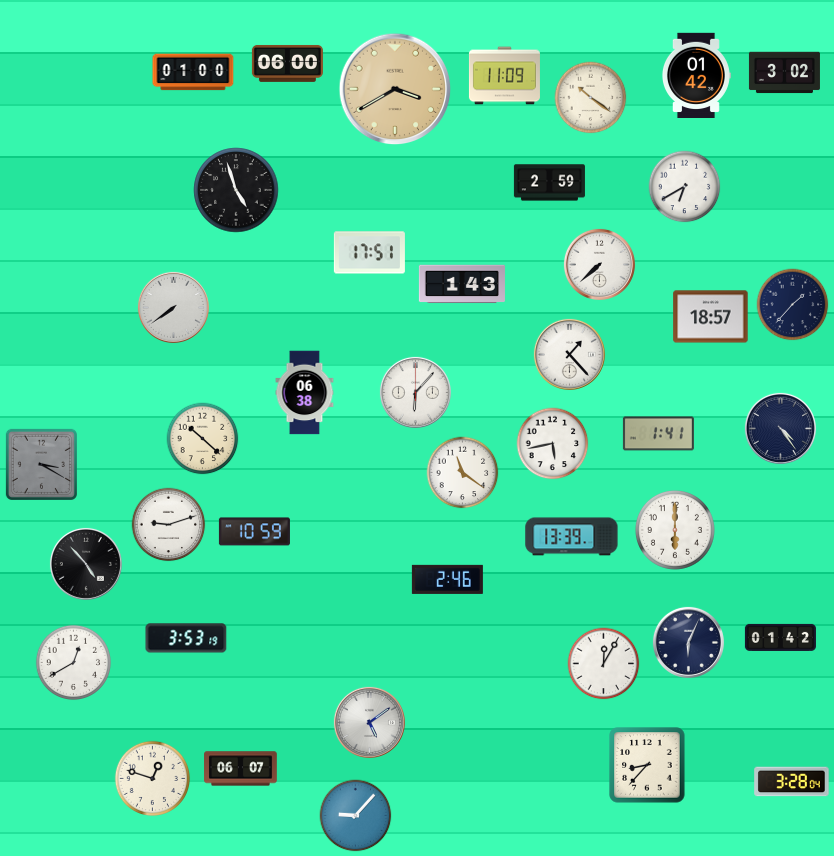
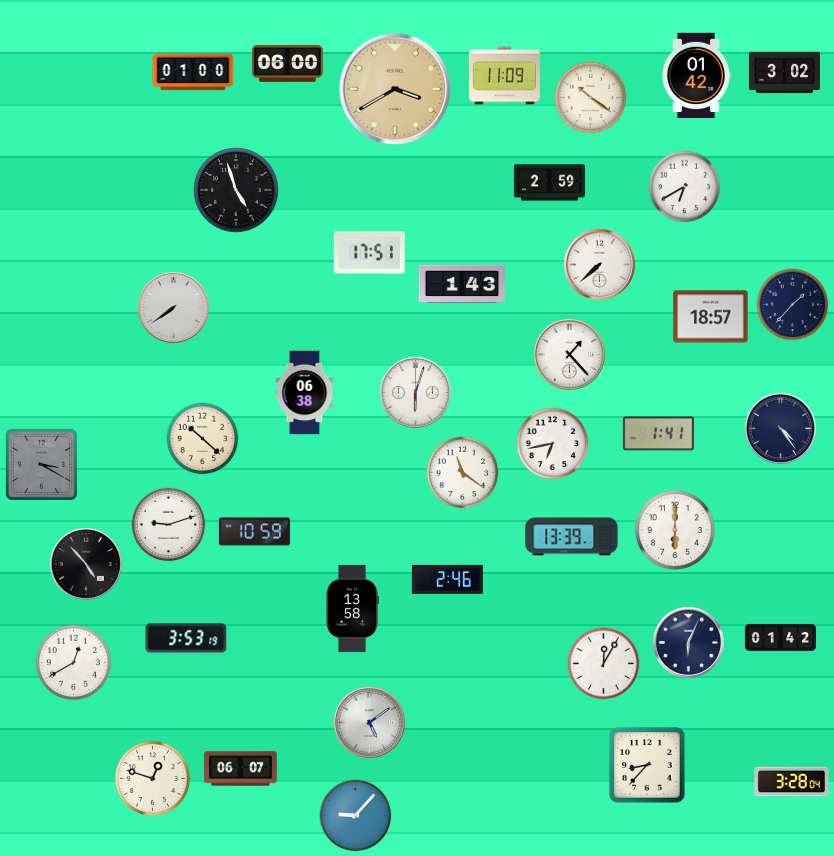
clock at (415, 392): 6:07 -> 6:03
clock at (553, 444): 5:43 -> 6:43
clock at (352, 608): none -> 13:58
